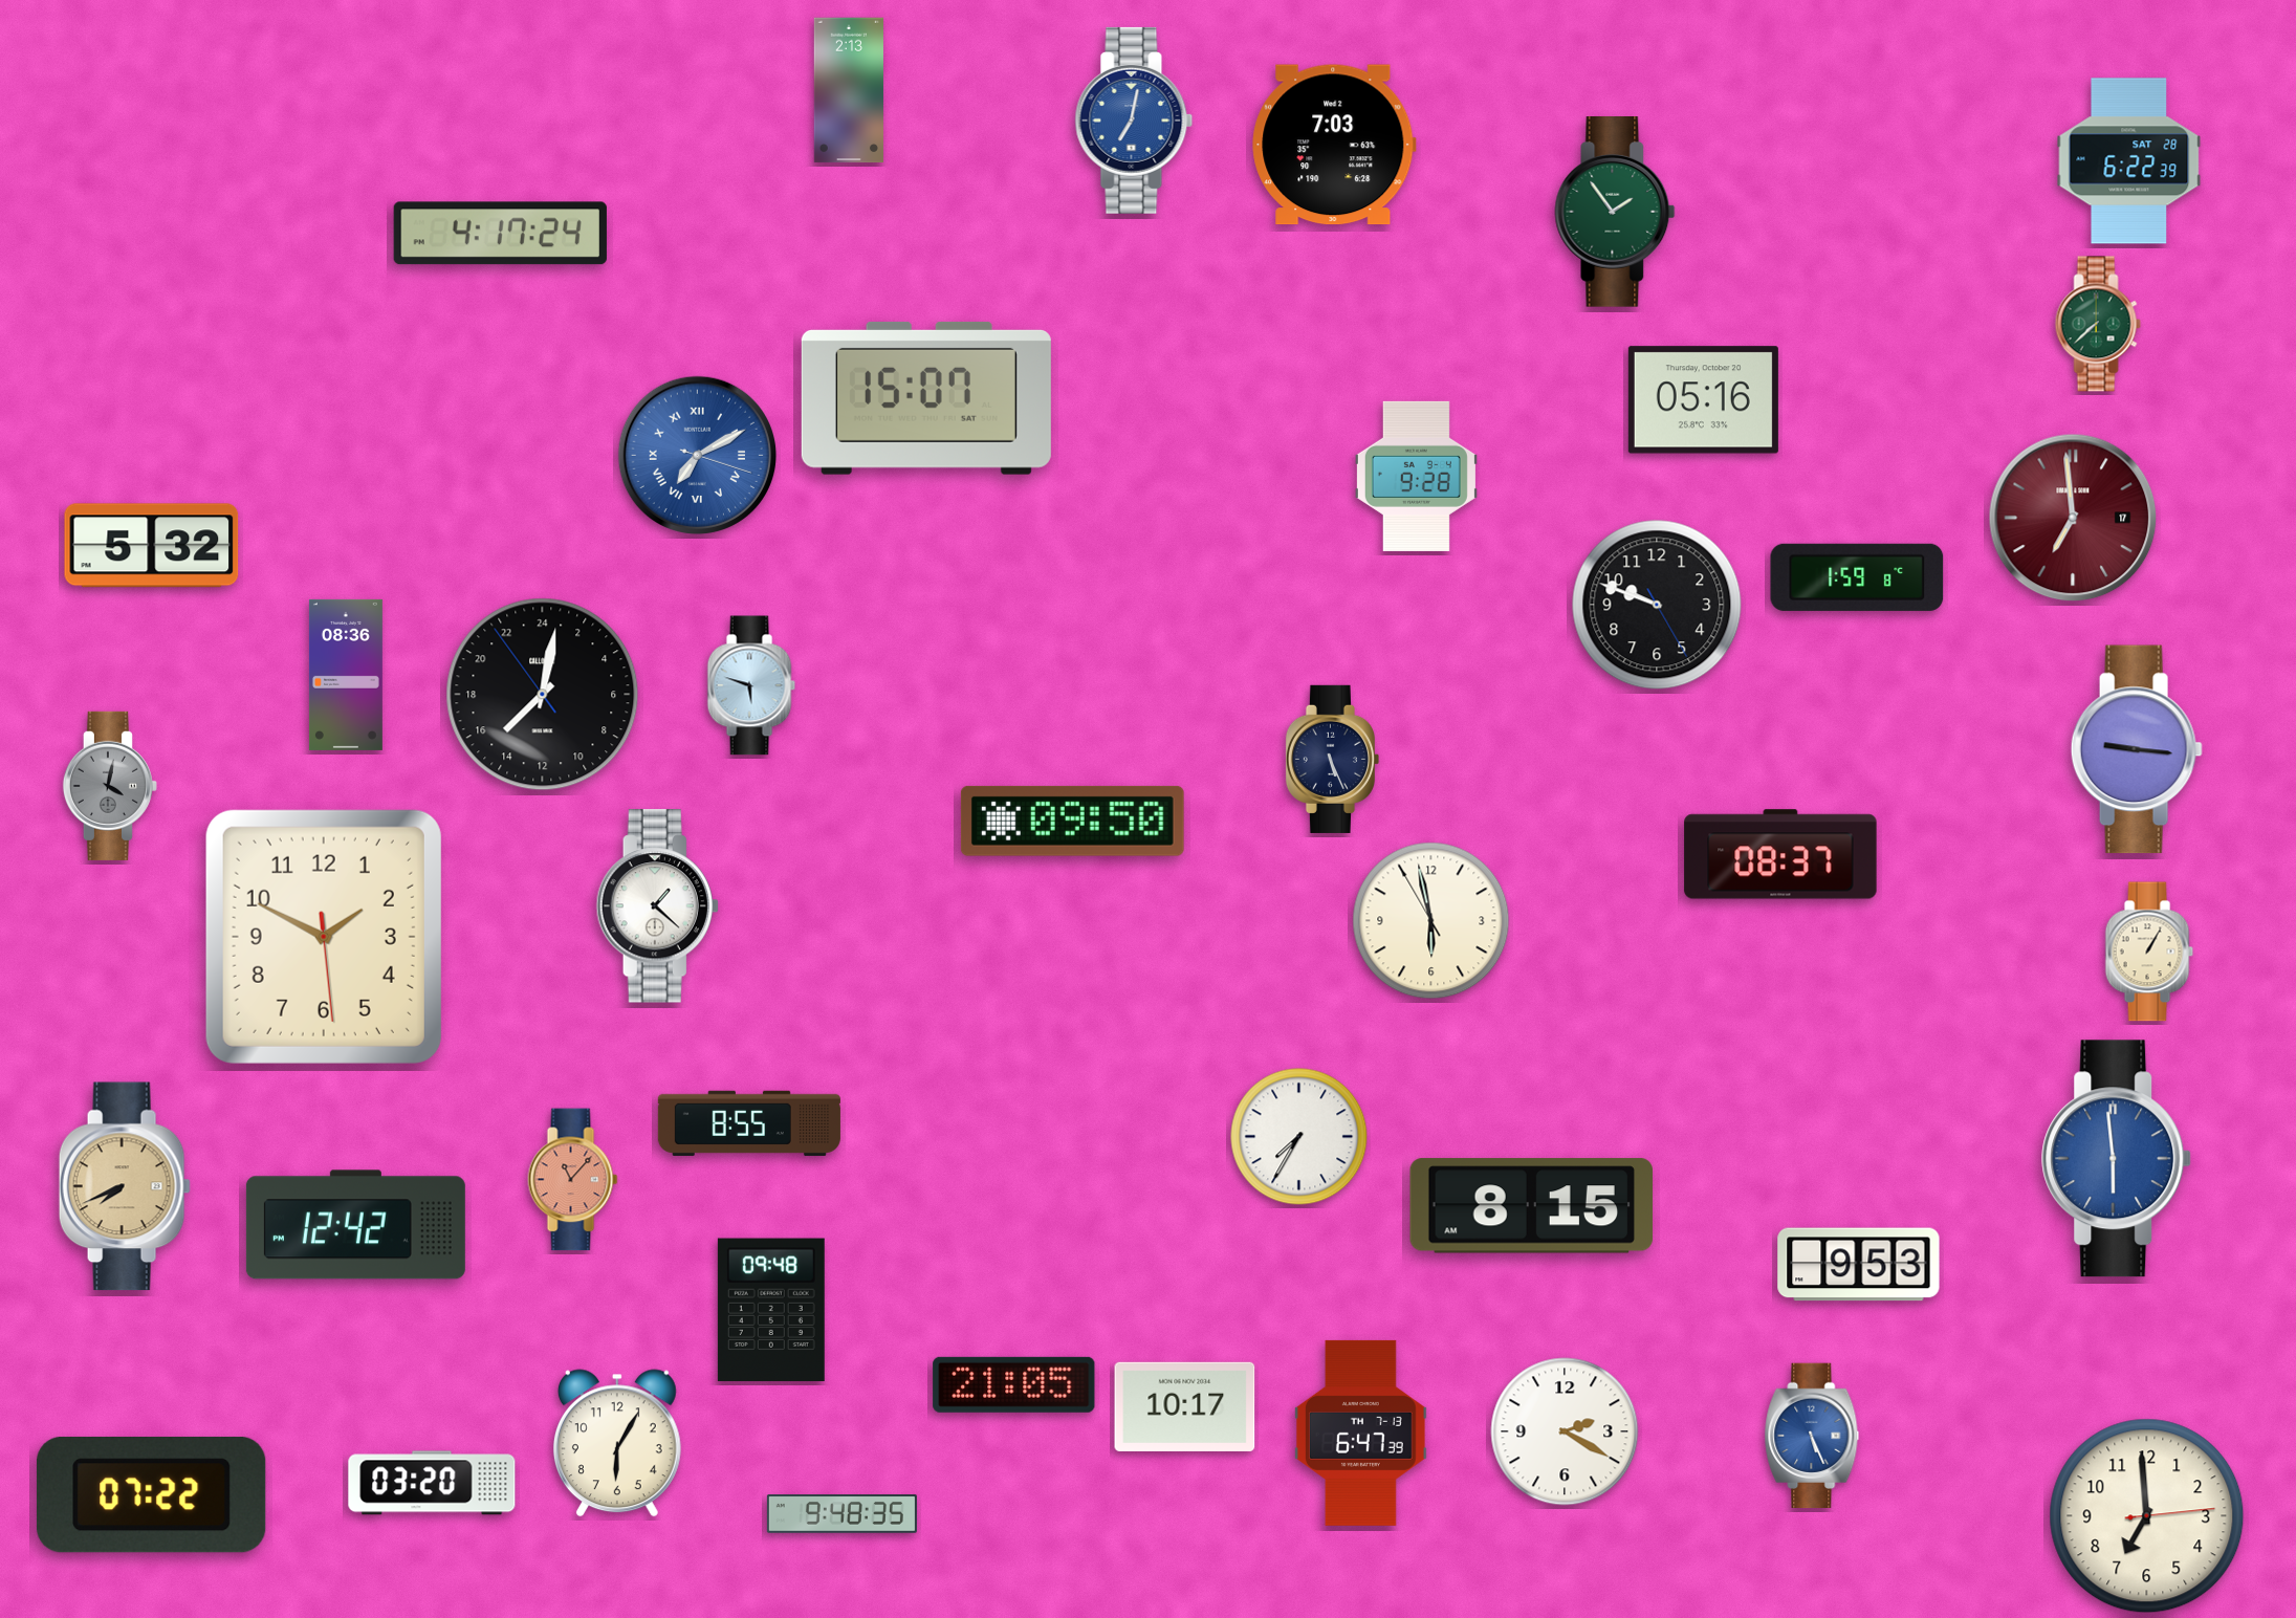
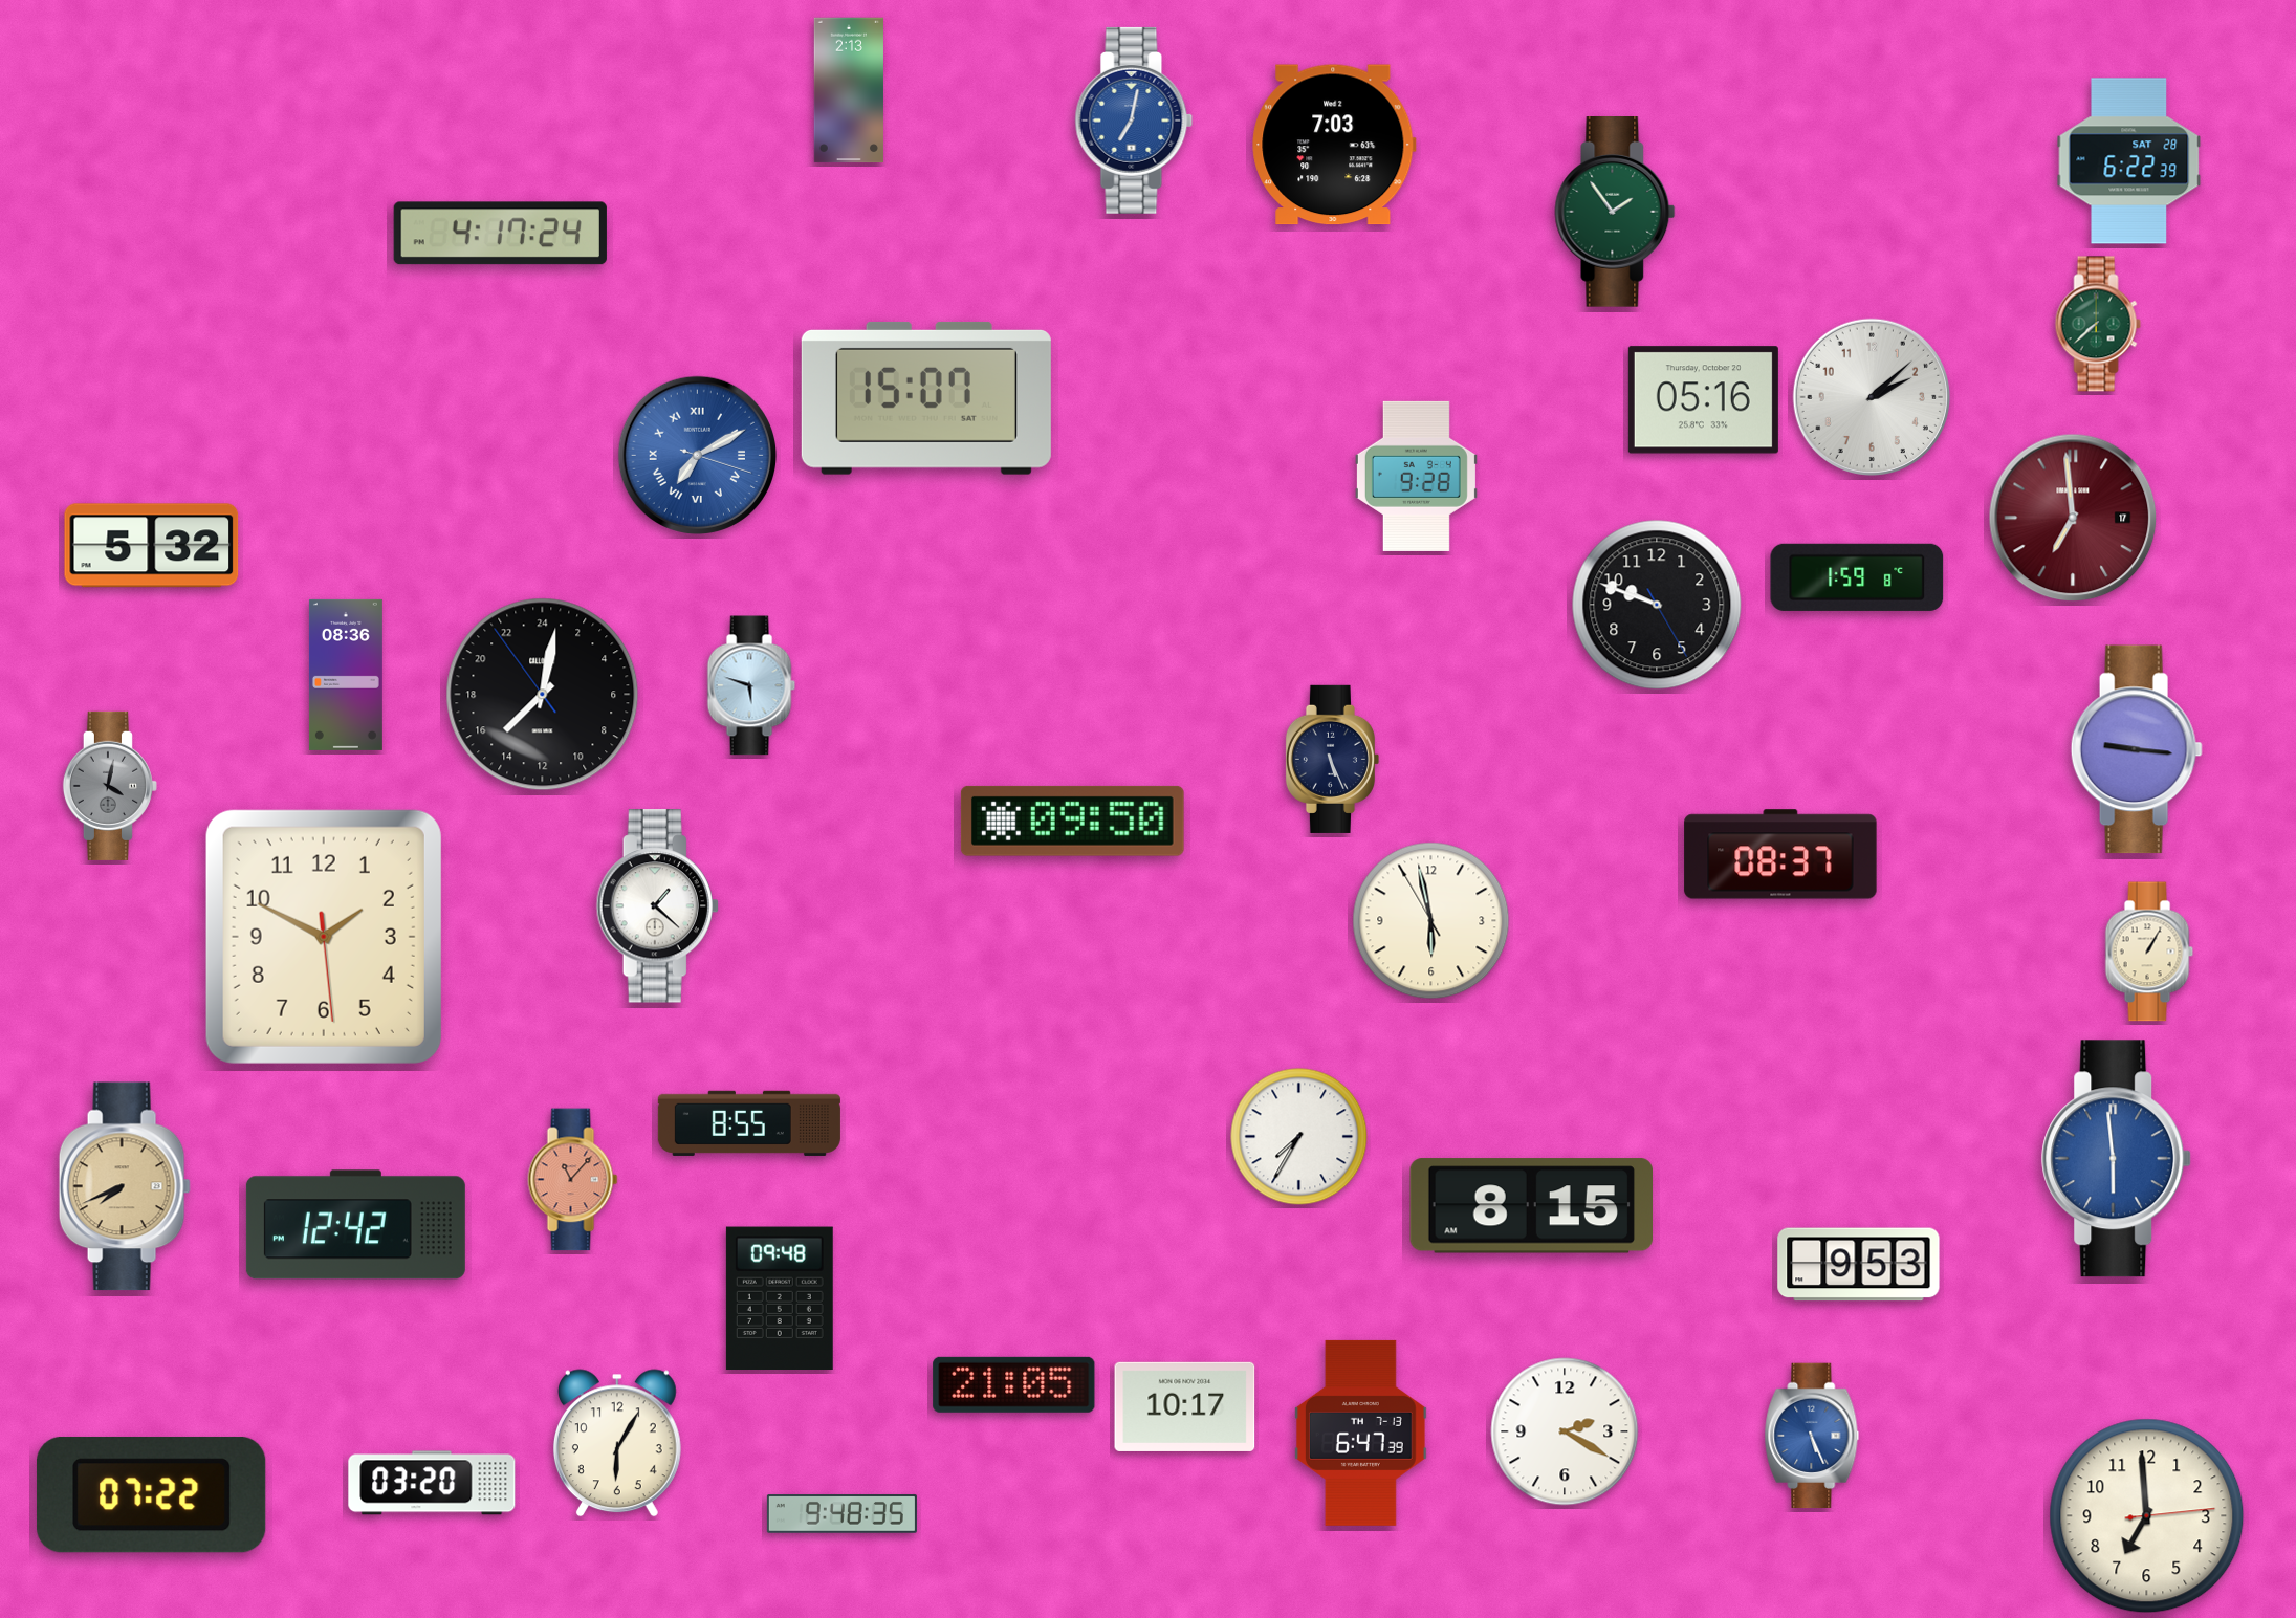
clock at (1872, 397): none -> 2:08
clock at (771, 1310) position: (771, 1310) -> (780, 1298)
